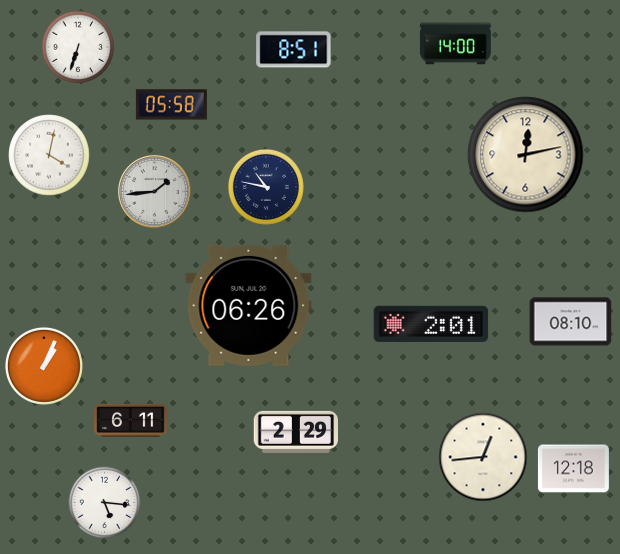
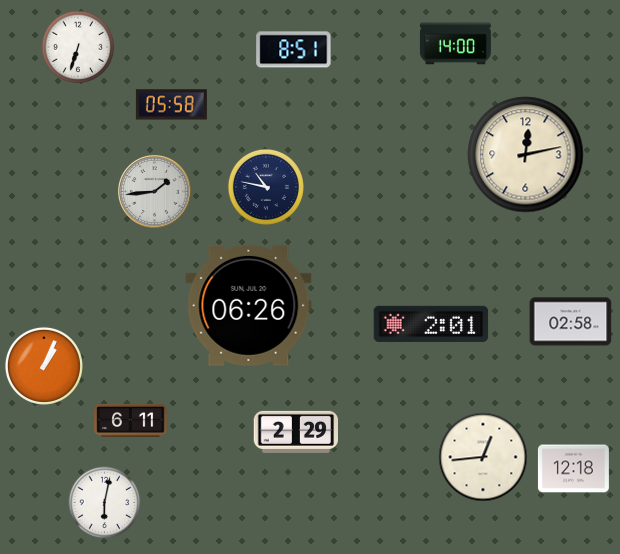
clock at (49, 155): 4:02 -> none
clock at (571, 322): 08:10 -> 02:58
clock at (105, 503): 5:16 -> 6:02
